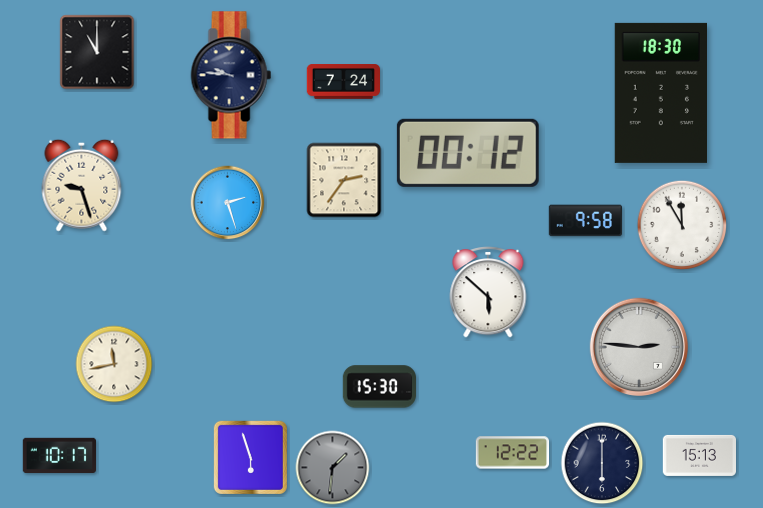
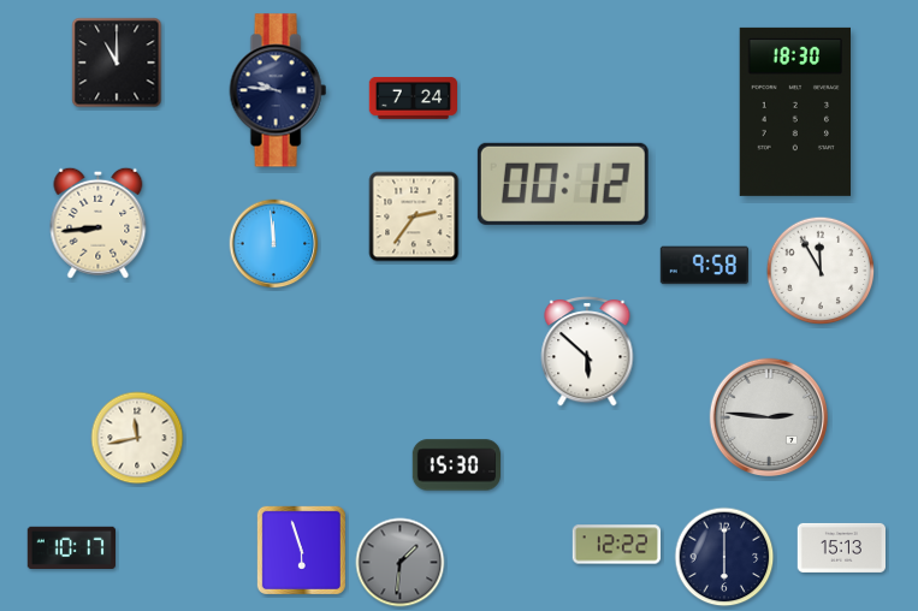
clock at (82, 185): 9:27 -> 8:44
clock at (228, 203): 2:27 -> 11:59
